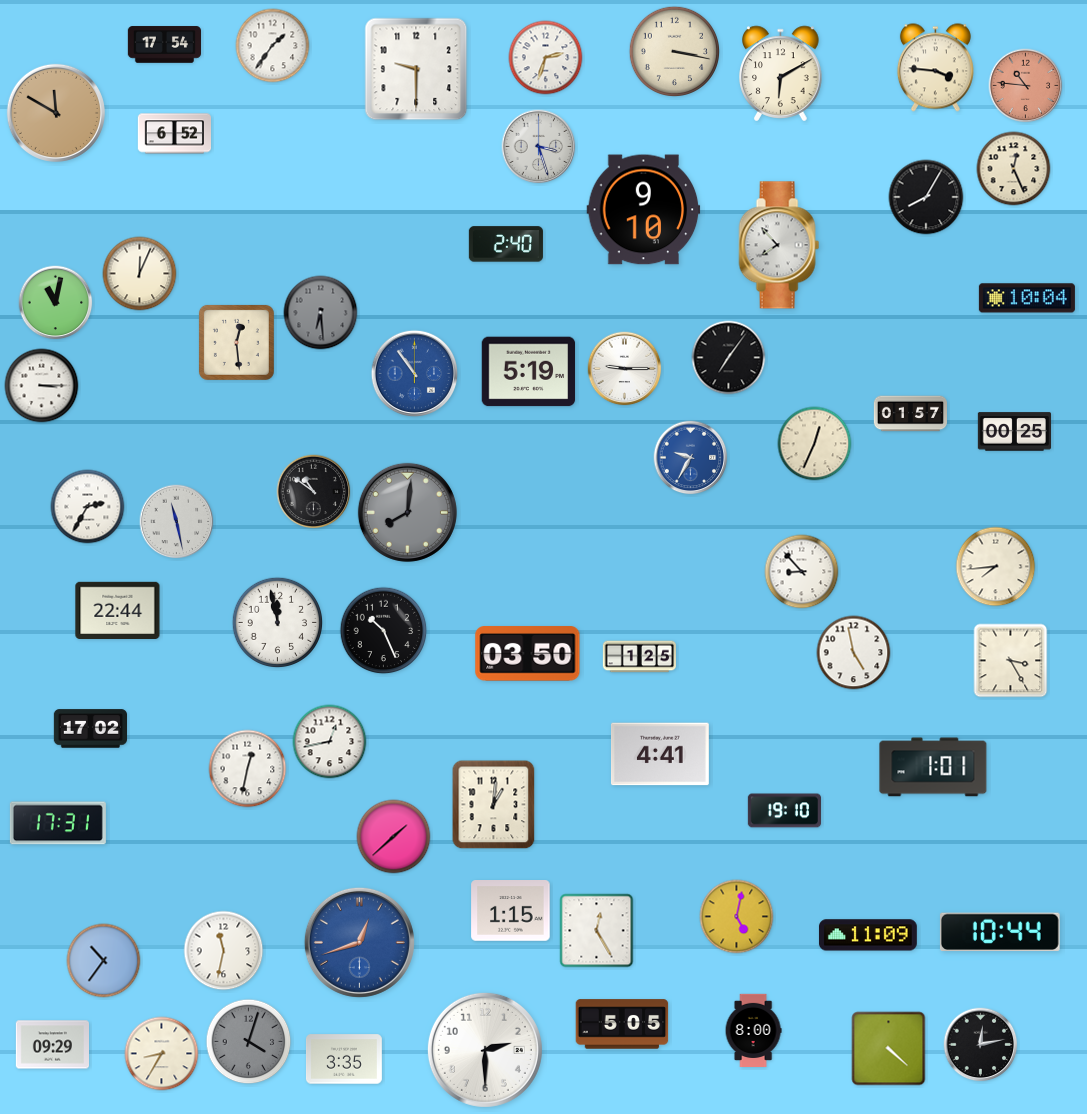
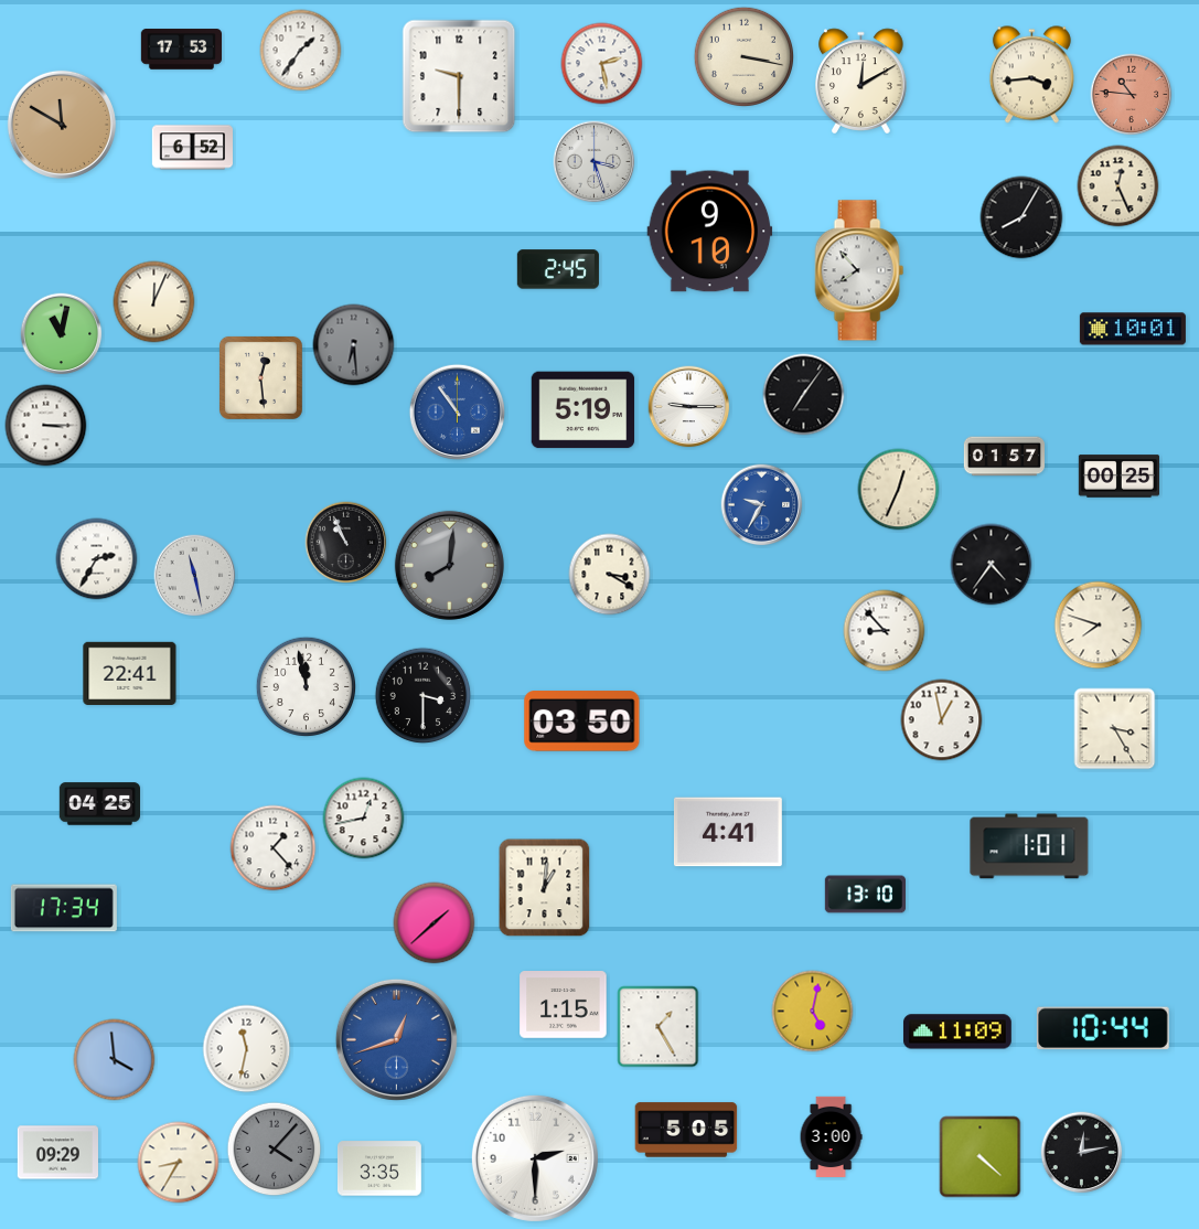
clock at (164, 45): 17:54 -> 17:53
clock at (546, 58): 2:33 -> 2:28
clock at (935, 68): 3:46 -> 3:44
clock at (781, 74): 6:10 -> 12:10
clock at (506, 244): 2:40 -> 2:45
clock at (1027, 298): 10:04 -> 10:01
clock at (314, 492): 10:51 -> 10:56
clock at (992, 565): none -> 4:36
clock at (610, 575): none -> 3:20
clock at (996, 567): 7:44 -> 7:48
clock at (118, 610): 22:44 -> 22:41
clock at (384, 631): 10:26 -> 3:30
clock at (854, 653): 4:58 -> 12:58
clock at (639, 657): 1:25 -> none
clock at (90, 729): 17:02 -> 04:25
clock at (248, 769): 12:32 -> 1:23
clock at (784, 811): 19:10 -> 13:10
clock at (58, 823): 17:31 -> 17:34
clock at (597, 931): 12:25 -> 1:25
clock at (104, 961): 10:36 -> 3:59
clock at (753, 1030): 8:00 -> 3:00
clock at (249, 1042): 4:03 -> 4:07
